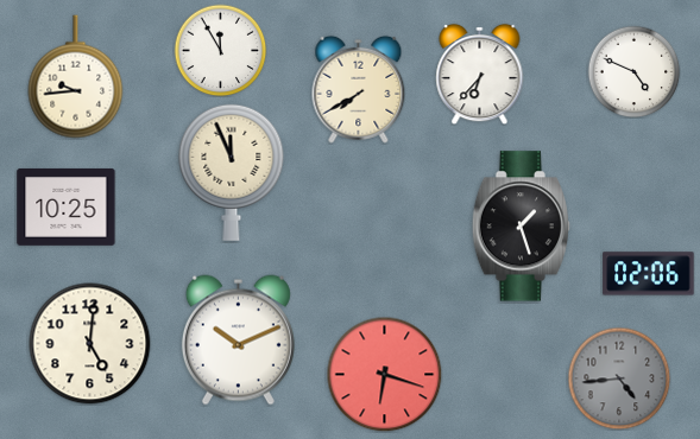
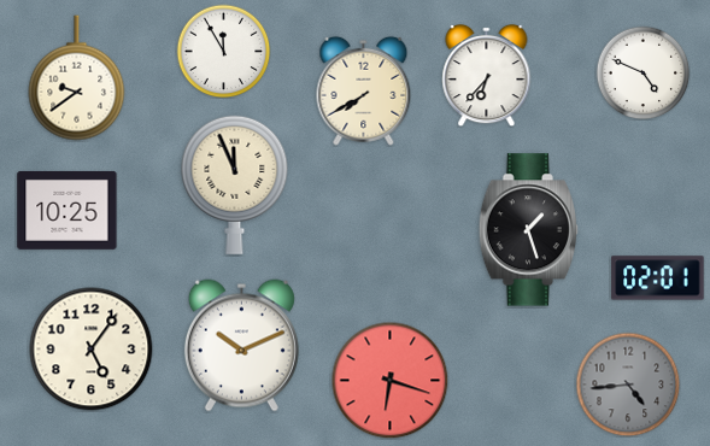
clock at (76, 77): 9:44 -> 9:39
clock at (232, 172) position: (232, 172) -> (235, 184)
clock at (649, 274): 02:06 -> 02:01
clock at (90, 344): 5:01 -> 5:06
